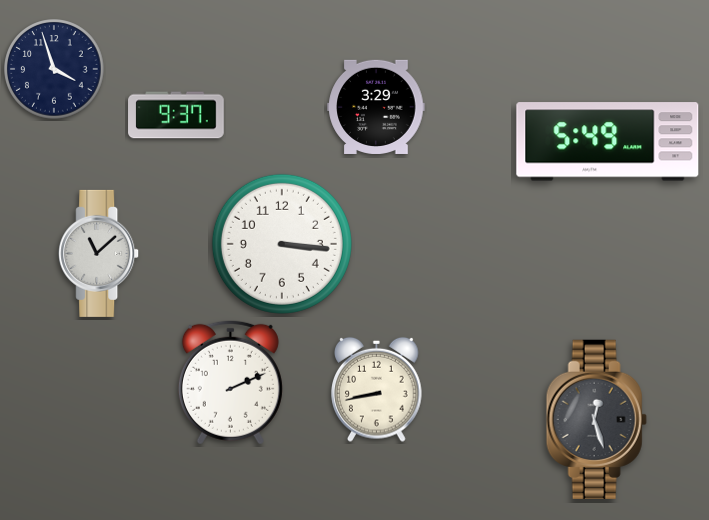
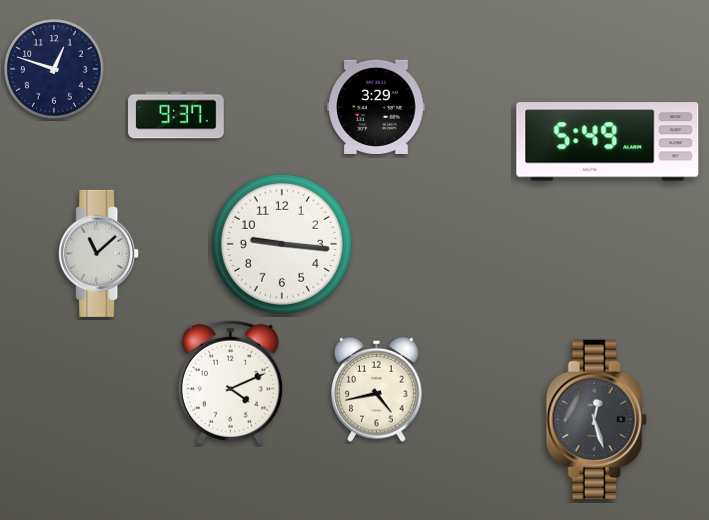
clock at (54, 69): 3:57 -> 12:48
clock at (282, 244): 3:16 -> 9:16
clock at (230, 382): 2:11 -> 4:11
clock at (377, 389): 8:43 -> 4:43
